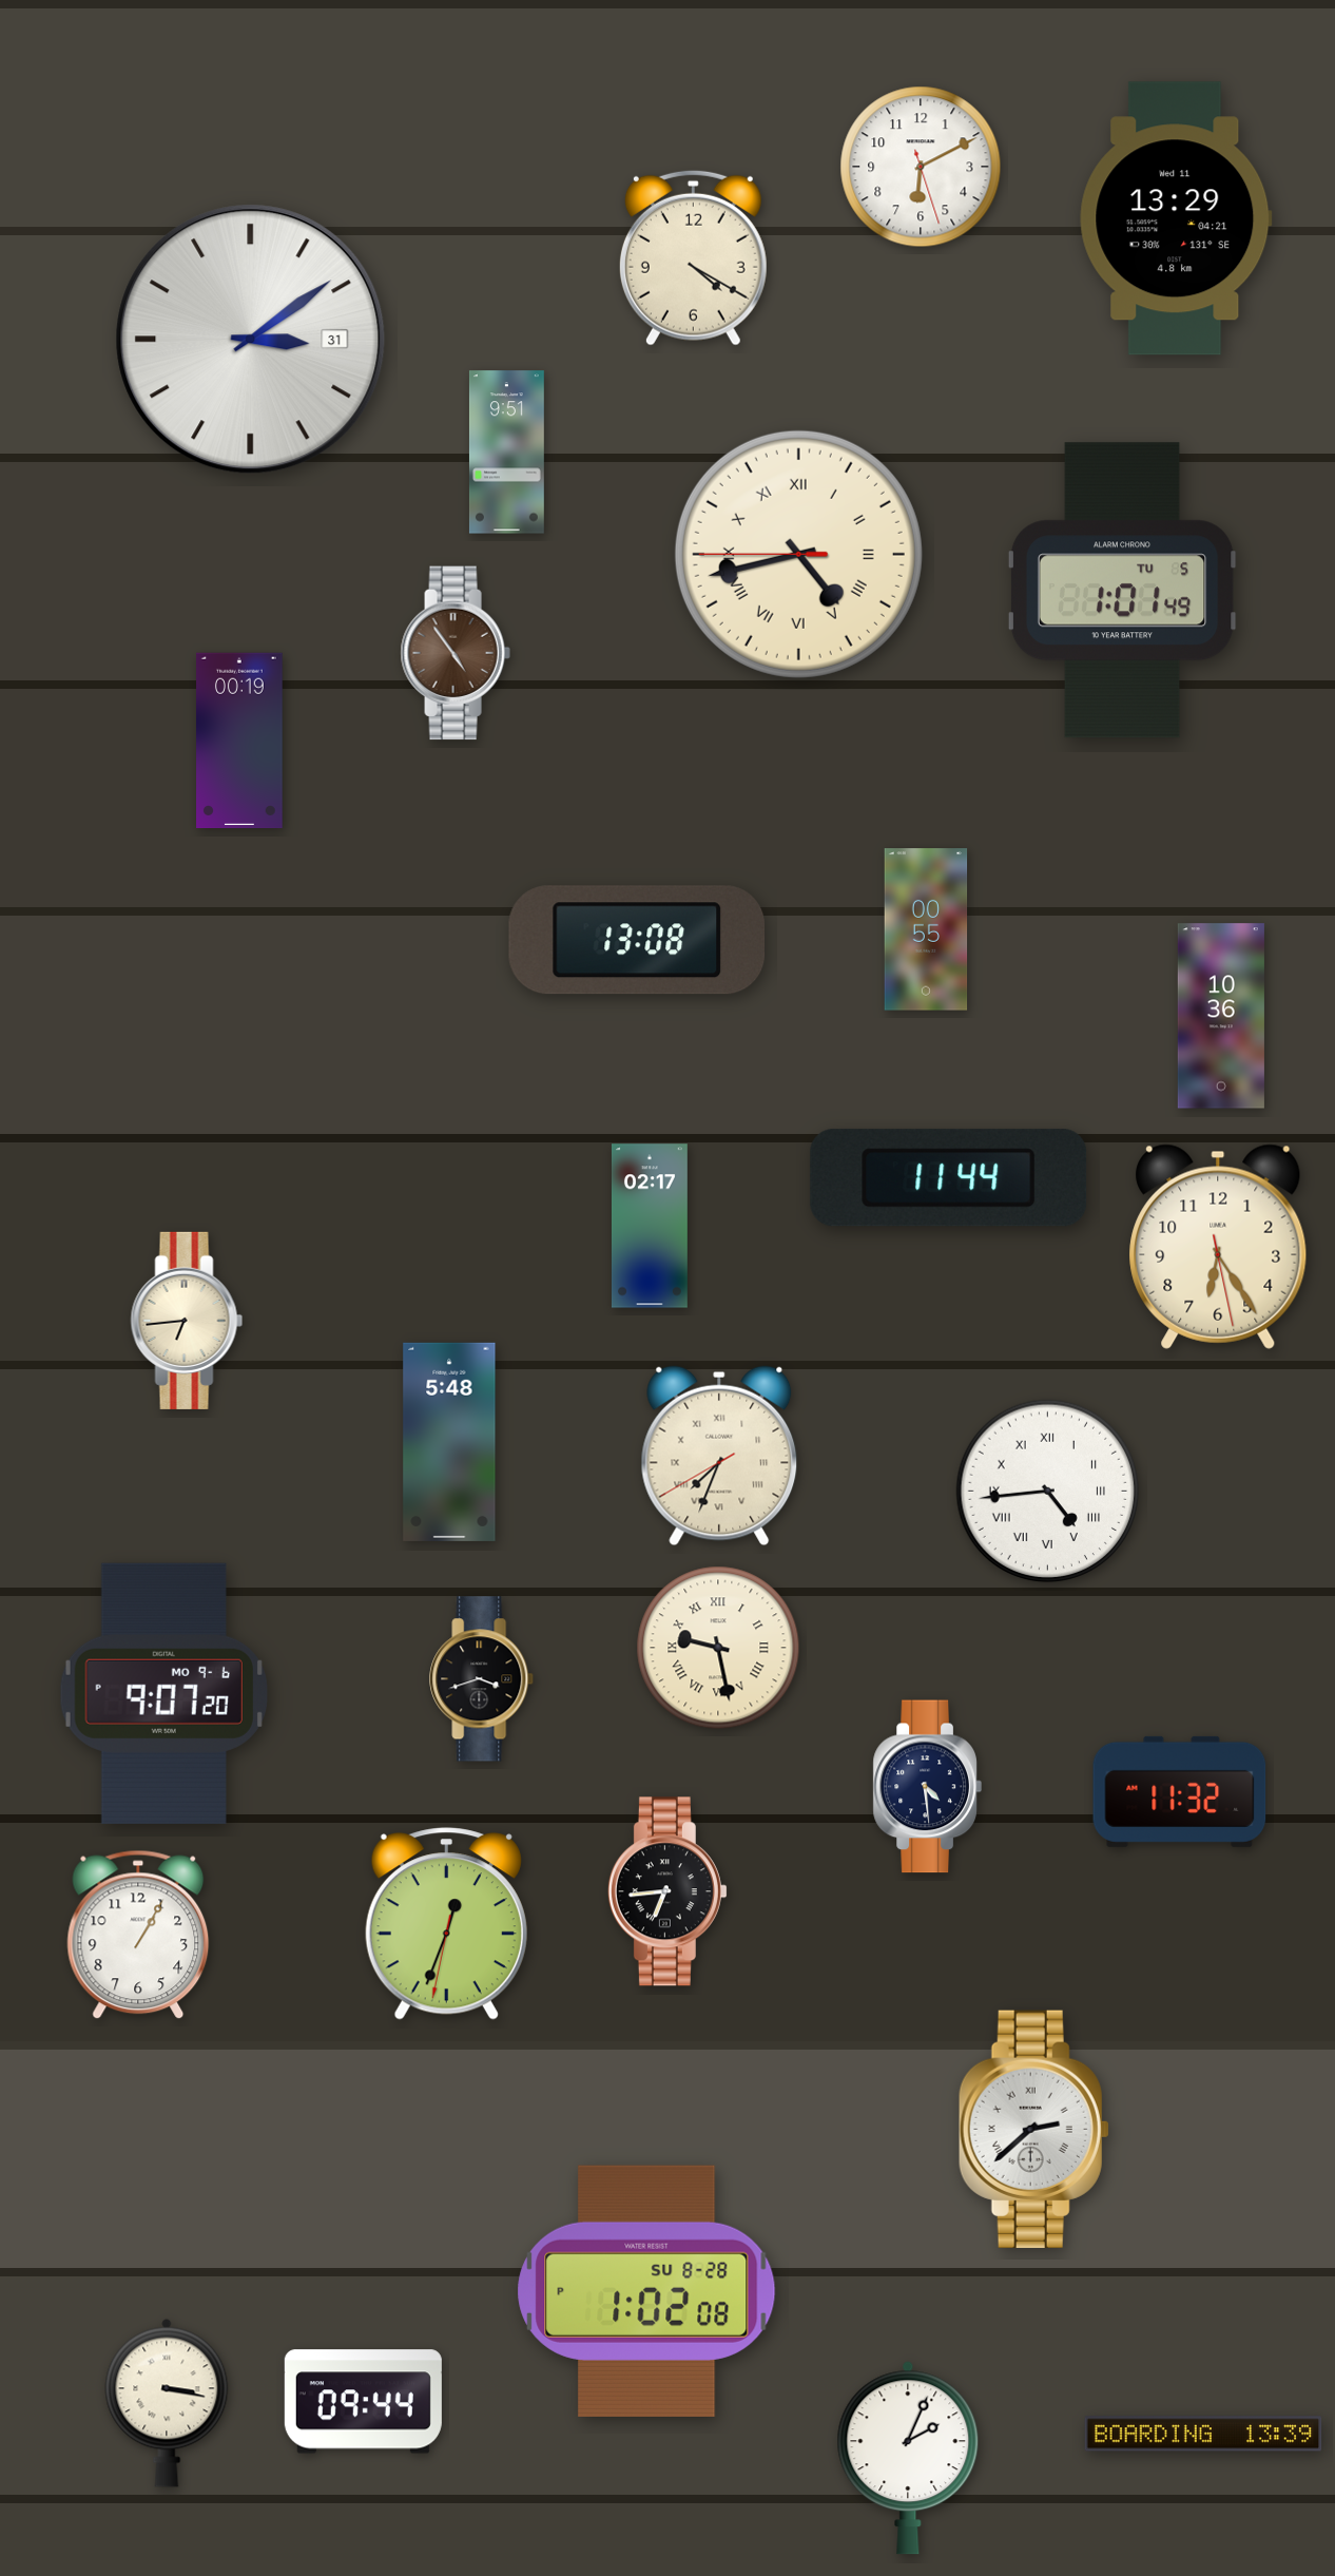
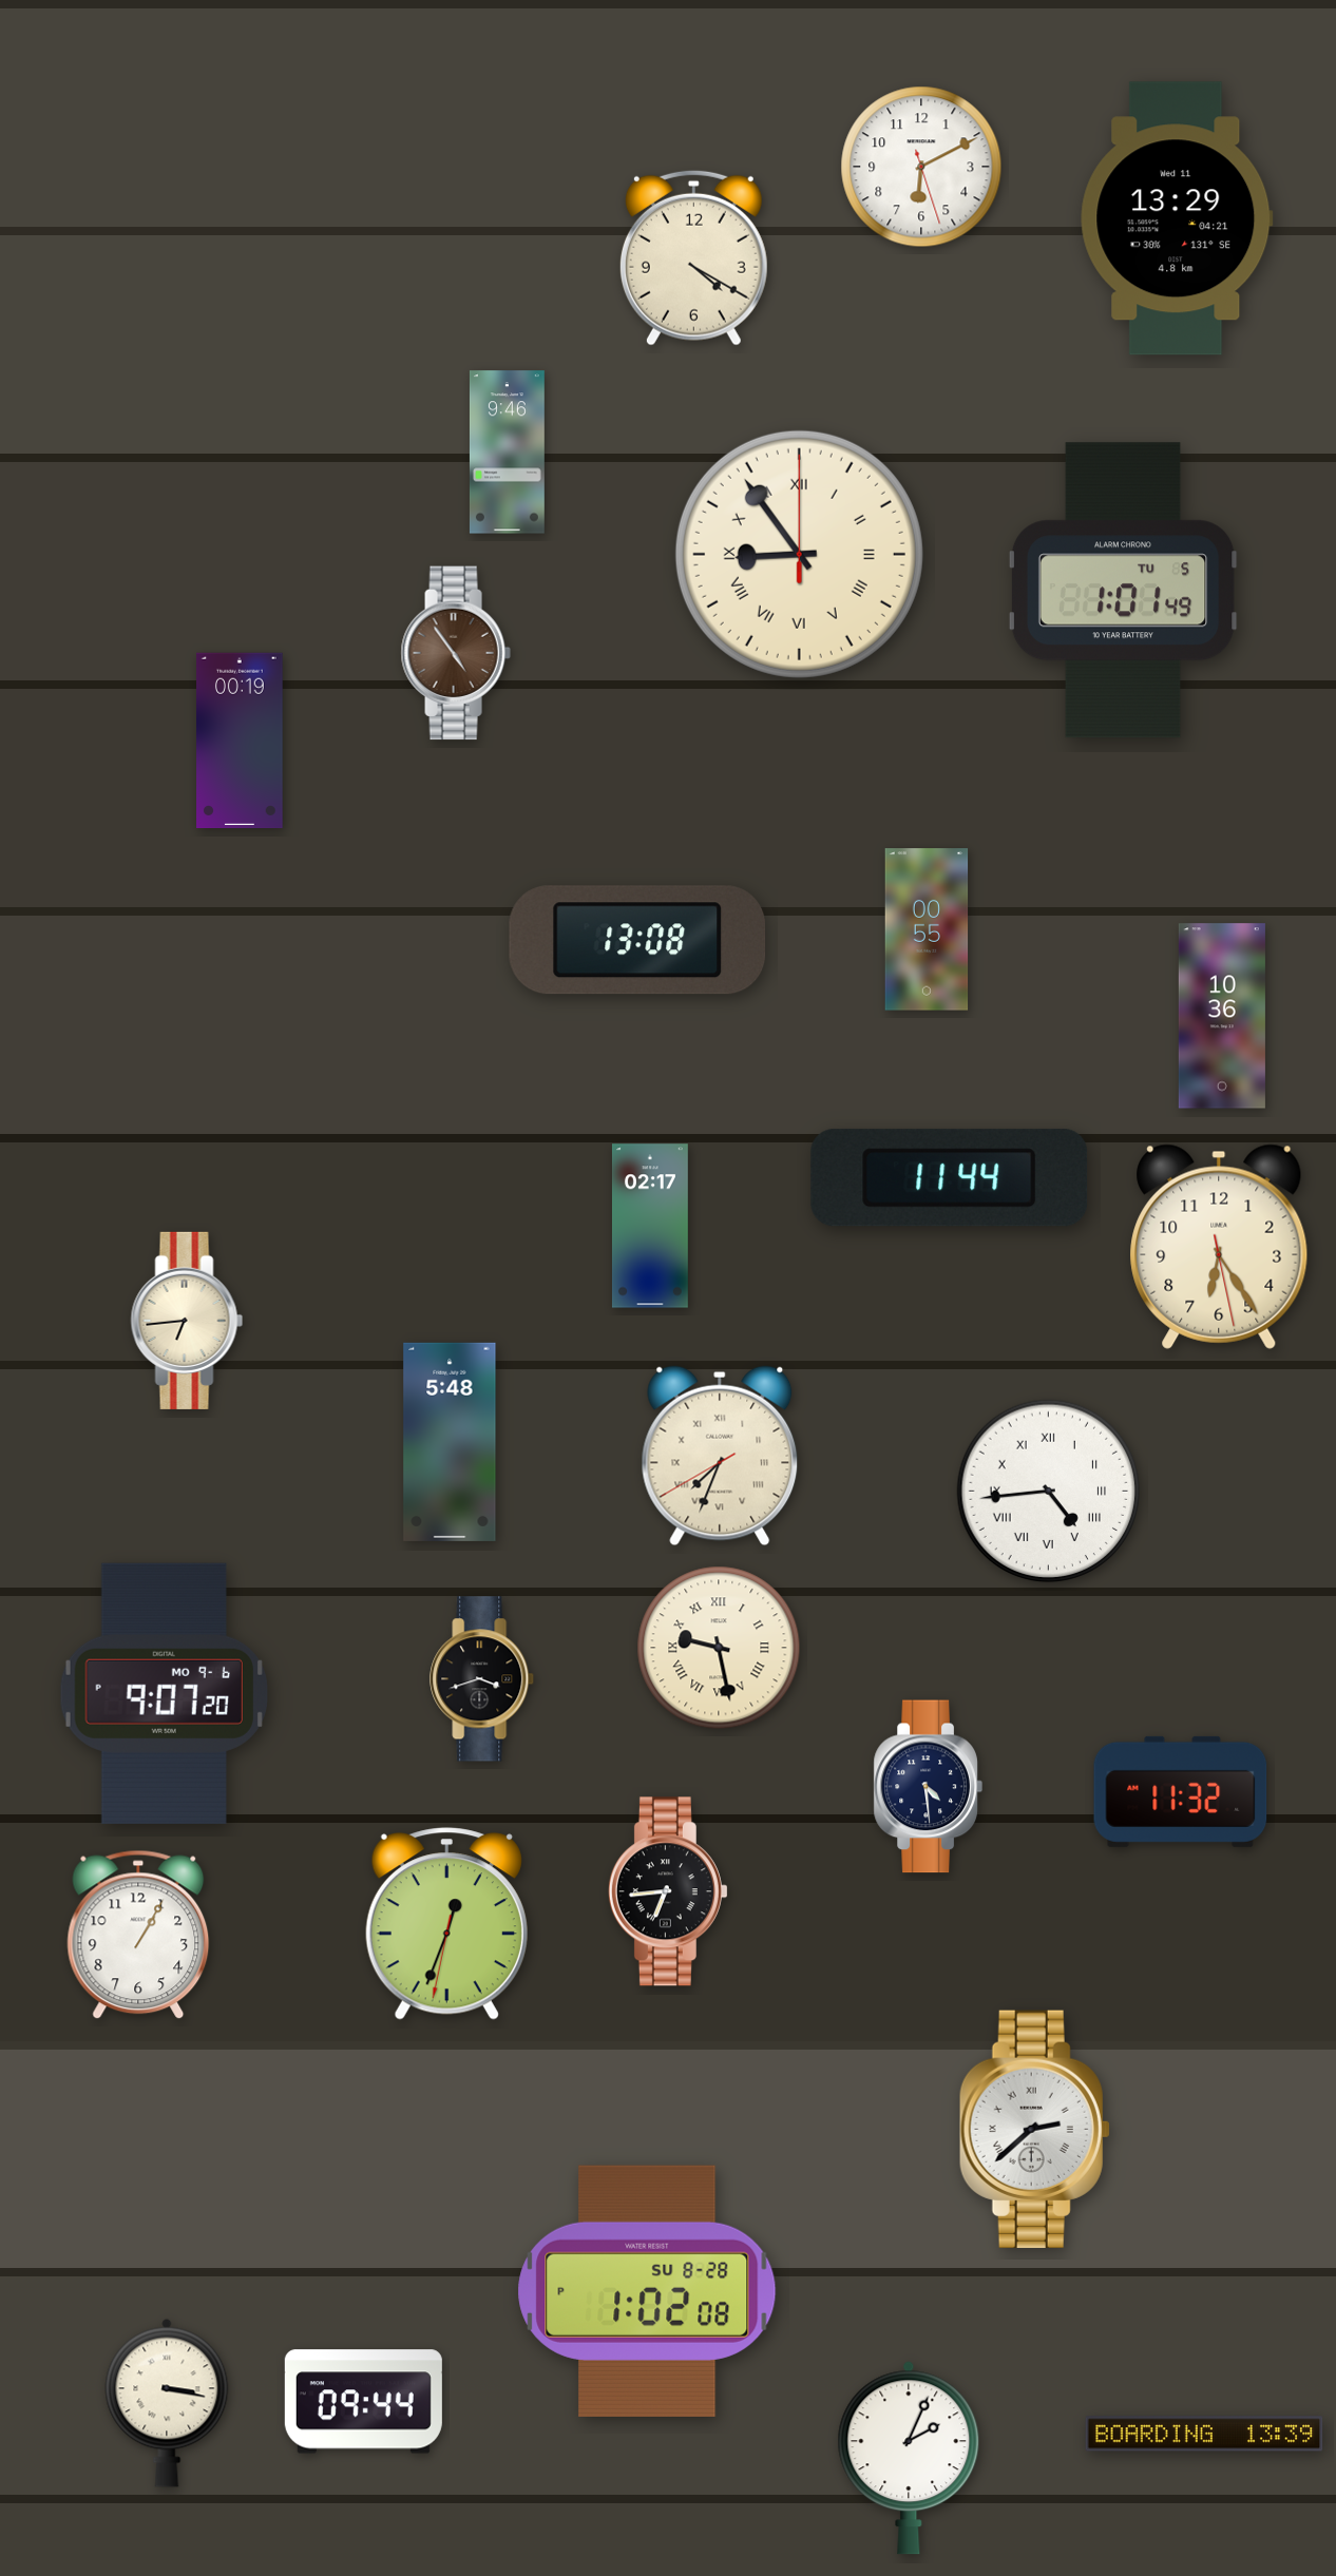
clock at (251, 340): 3:09 -> none
clock at (506, 453): 9:51 -> 9:46
clock at (798, 554): 4:42 -> 8:54
